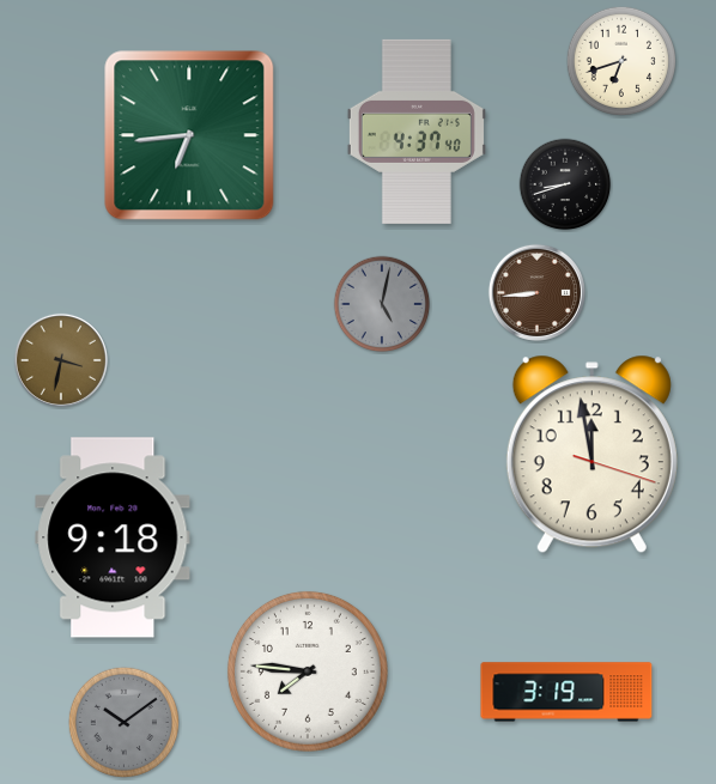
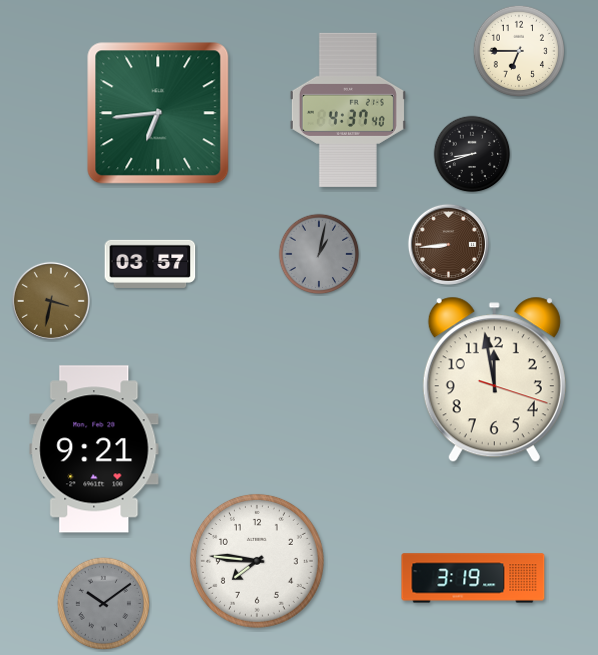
clock at (620, 60): 6:42 -> 6:45
clock at (382, 304): 5:02 -> 1:02
clock at (150, 264): none -> 03:57
clock at (113, 537): 9:18 -> 9:21
